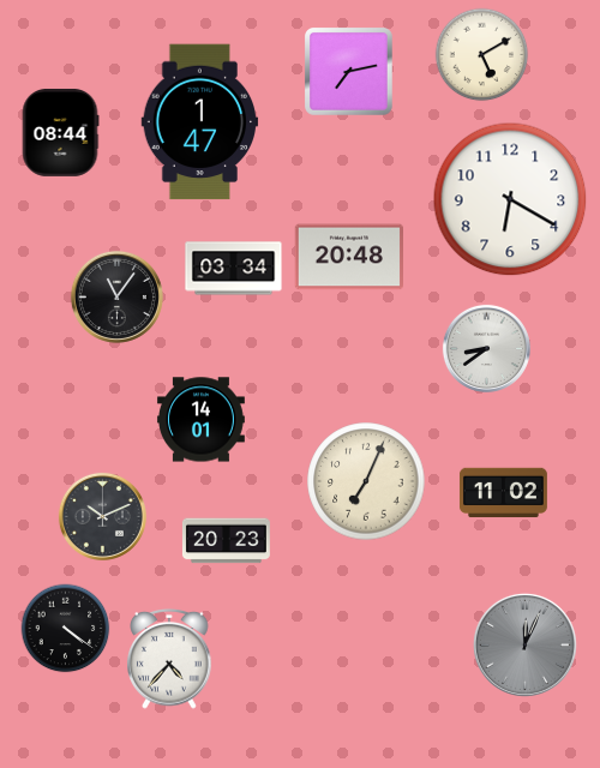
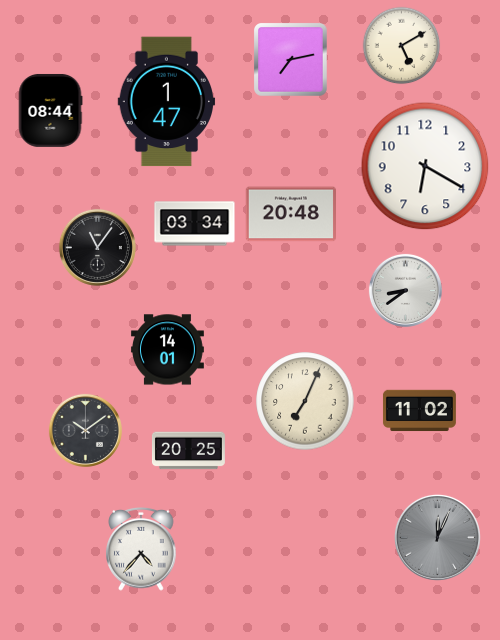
clock at (102, 516): 10:11 -> 10:09
clock at (226, 541): 20:23 -> 20:25
clock at (66, 629): 4:21 -> none
